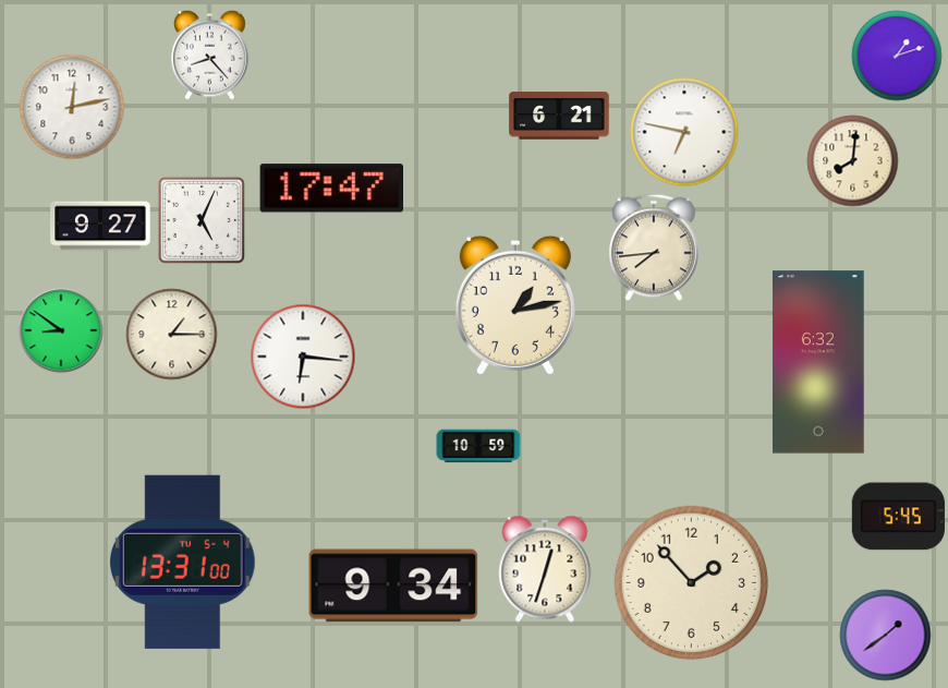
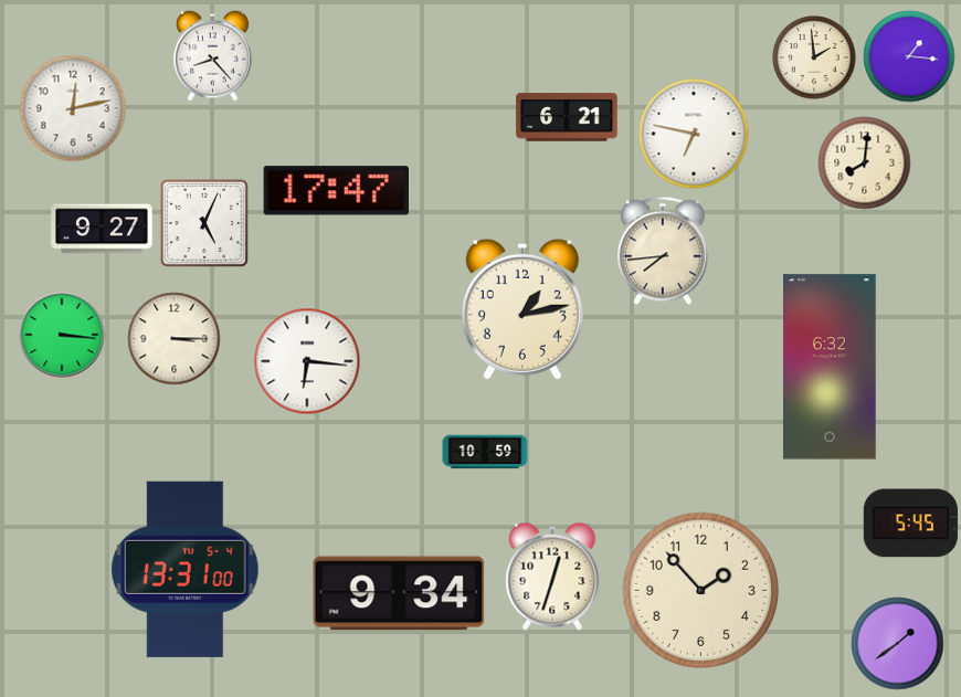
clock at (897, 56): 1:12 -> 1:16
clock at (814, 57): none -> 1:59
clock at (61, 330): 8:51 -> 3:16
clock at (172, 335): 1:15 -> 3:15
